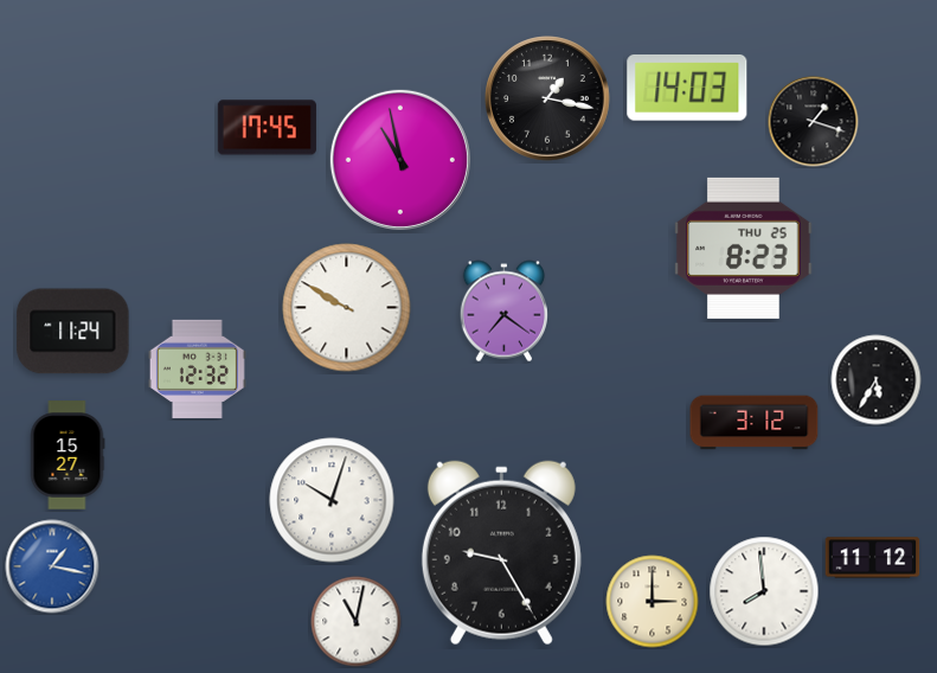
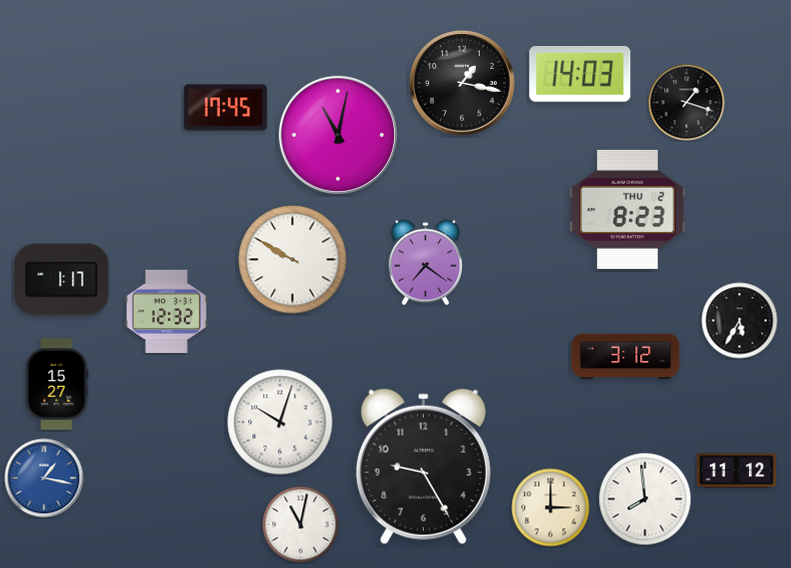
clock at (400, 160): 10:58 -> 11:02
clock at (744, 248) date: THU 25 -> THU 2
clock at (73, 332): 11:24 -> 1:17
clock at (755, 423) position: (755, 423) -> (626, 357)
